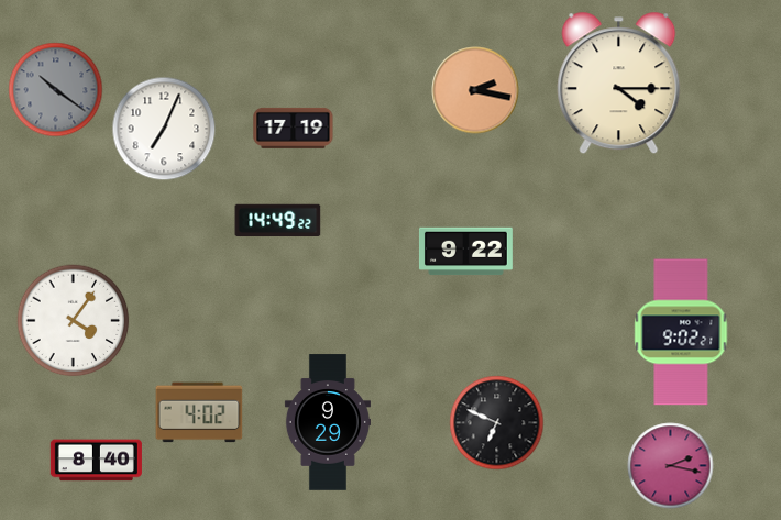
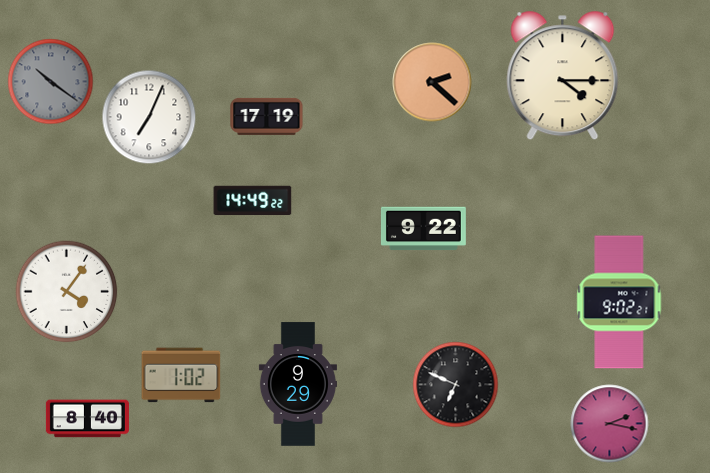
clock at (475, 90): 2:17 -> 2:22
clock at (199, 412): 4:02 -> 1:02
clock at (497, 423) position: (497, 423) -> (456, 385)
